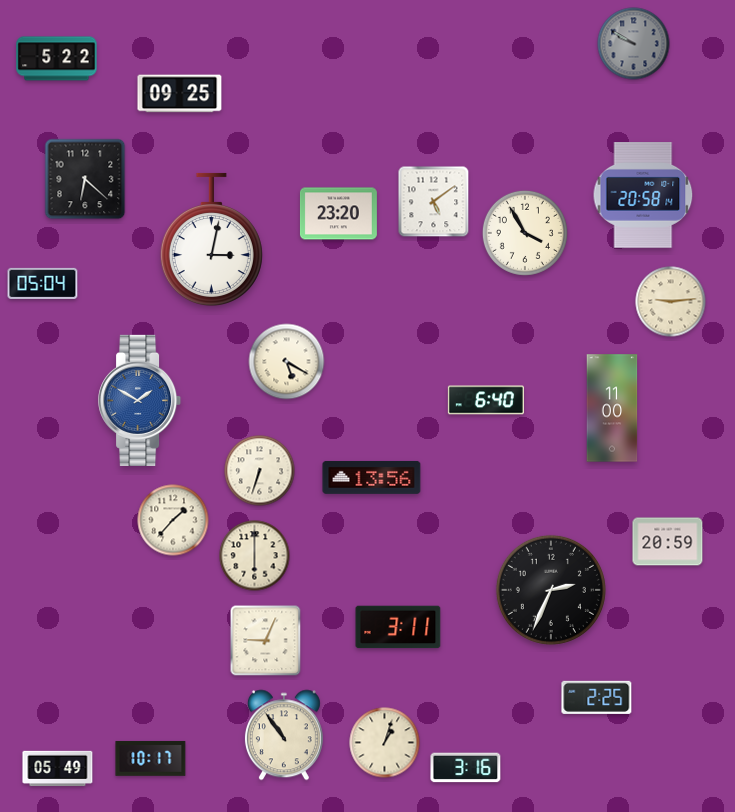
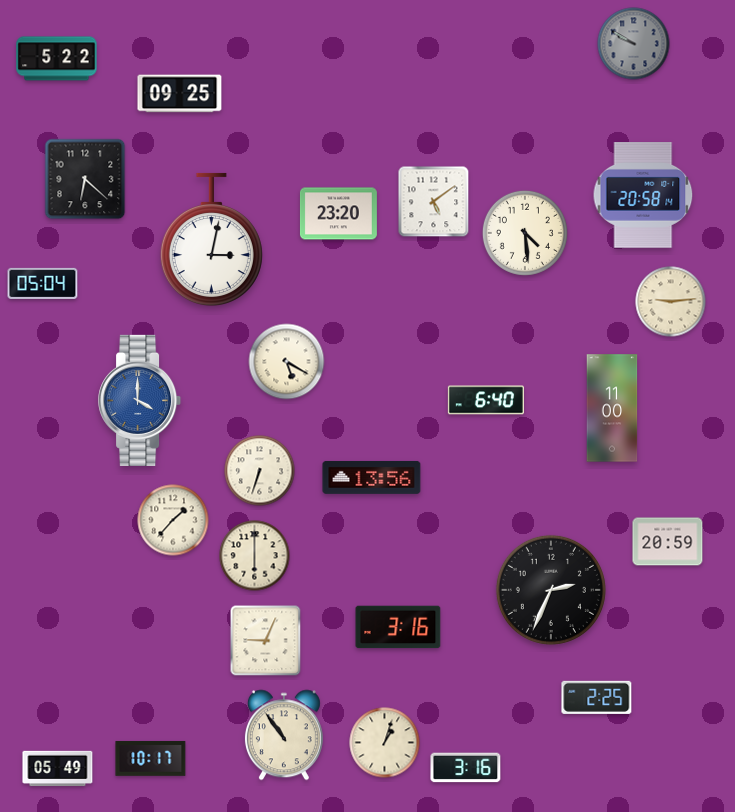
clock at (525, 233): 3:55 -> 4:29
clock at (140, 400): 1:50 -> 4:00
clock at (398, 627): 3:11 -> 3:16
